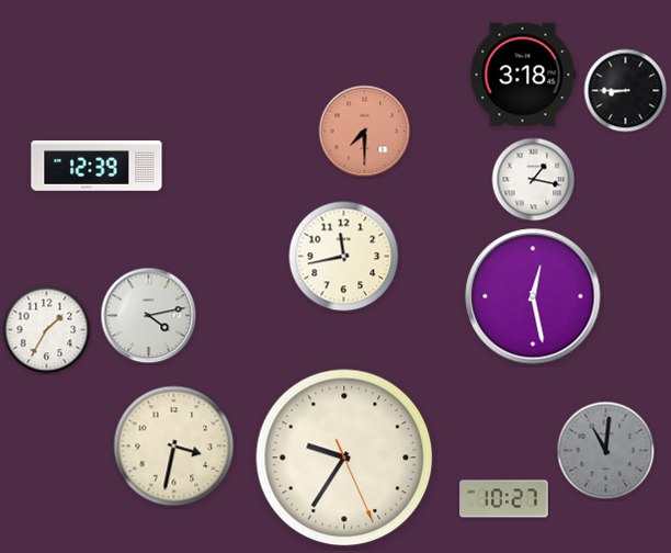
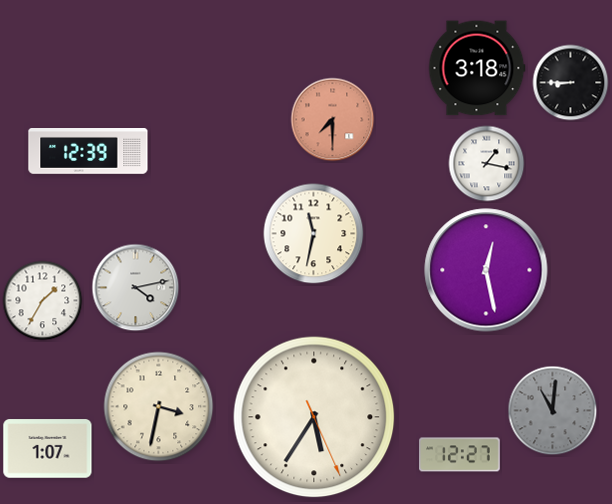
clock at (344, 257): 11:43 -> 11:32
clock at (344, 458): 9:35 -> 5:35
clock at (48, 449): none -> 1:07
clock at (504, 499): 10:27 -> 12:27
